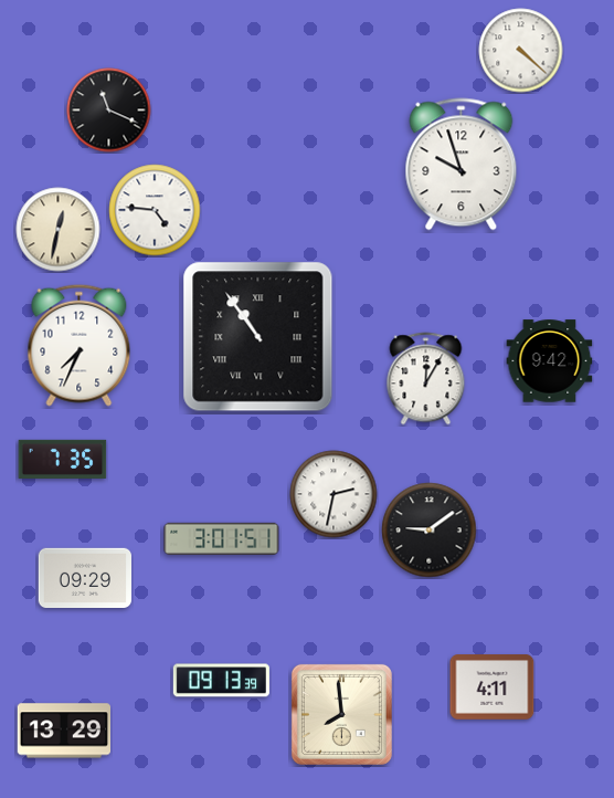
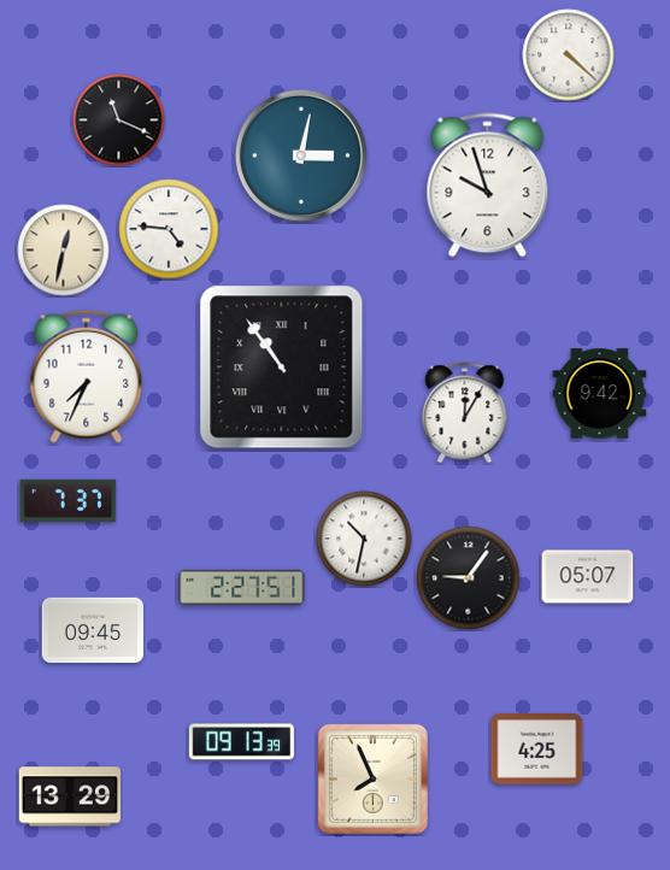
clock at (301, 155): none -> 3:02
clock at (462, 165) position: (462, 165) -> (488, 186)
clock at (63, 459): 7:35 -> 7:37
clock at (334, 494): 2:32 -> 10:32
clock at (588, 577): none -> 05:07
clock at (430, 531): 9:09 -> 9:06
clock at (222, 538): 3:01 -> 2:27
clock at (84, 577): 09:29 -> 09:45
clock at (493, 687): 4:11 -> 4:25
clock at (341, 714): 7:59 -> 7:56
